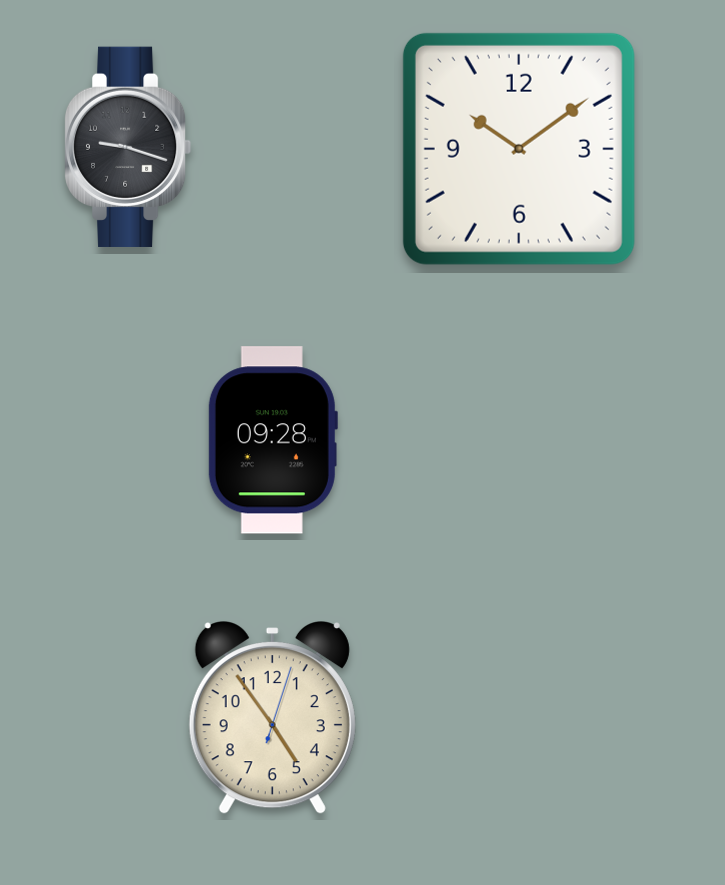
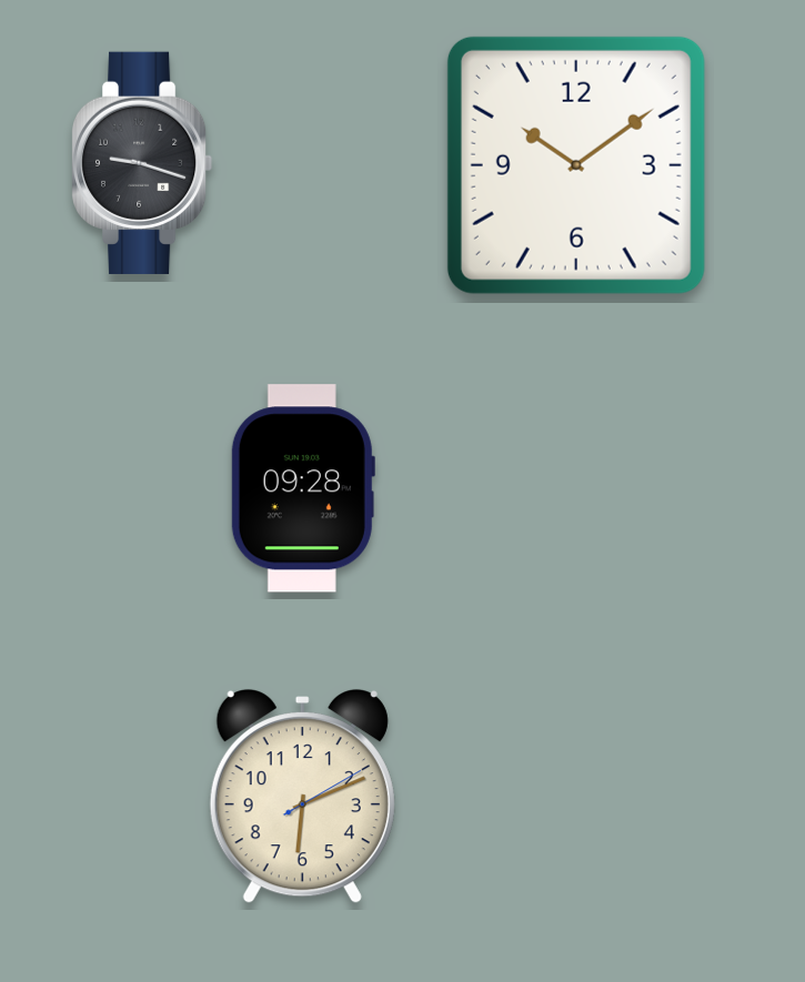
clock at (272, 718): 4:54 -> 6:11
